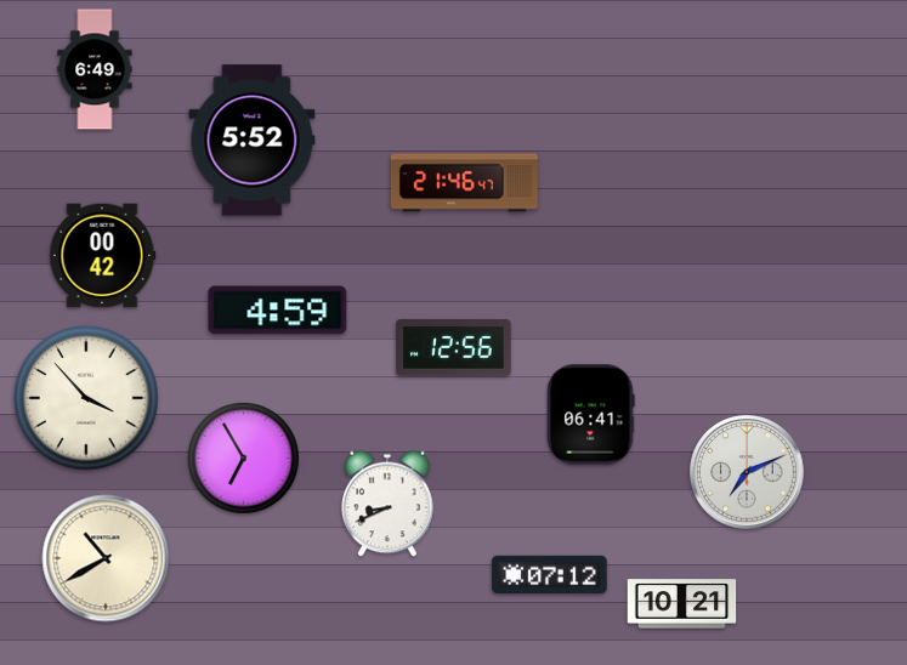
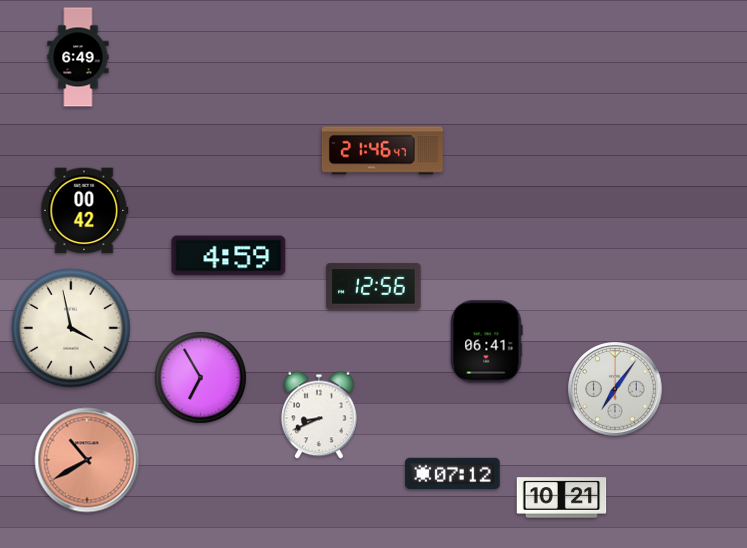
clock at (253, 141): 5:52 -> none
clock at (86, 398): 3:53 -> 3:58
clock at (747, 472): 7:11 -> 7:06
clock at (106, 558) dial: cream -> salmon
